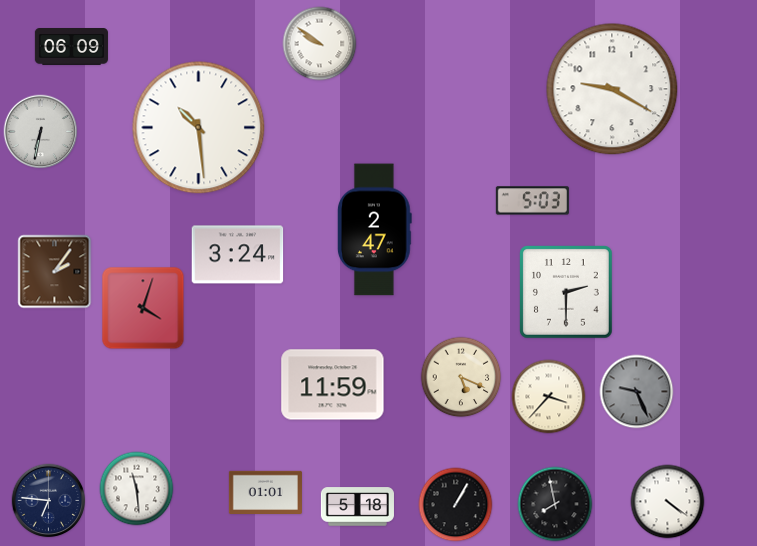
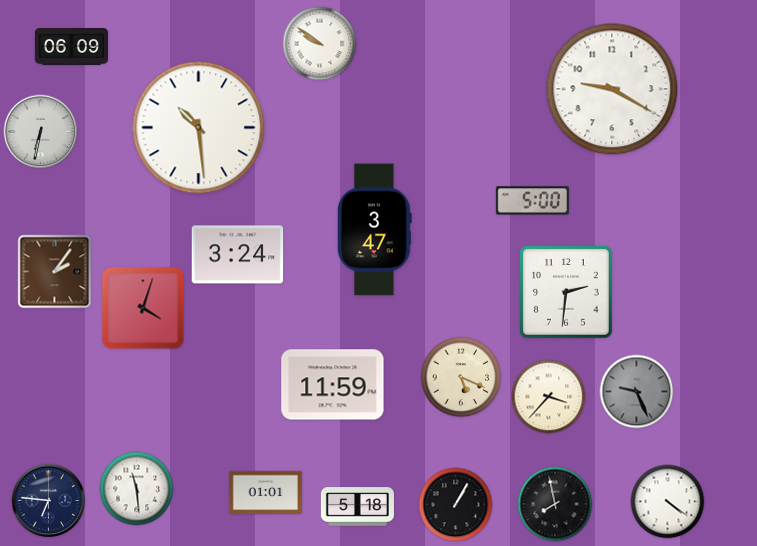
clock at (532, 201): 5:03 -> 5:00
clock at (374, 230): 2:47 -> 3:47
clock at (567, 293): 2:30 -> 2:31
